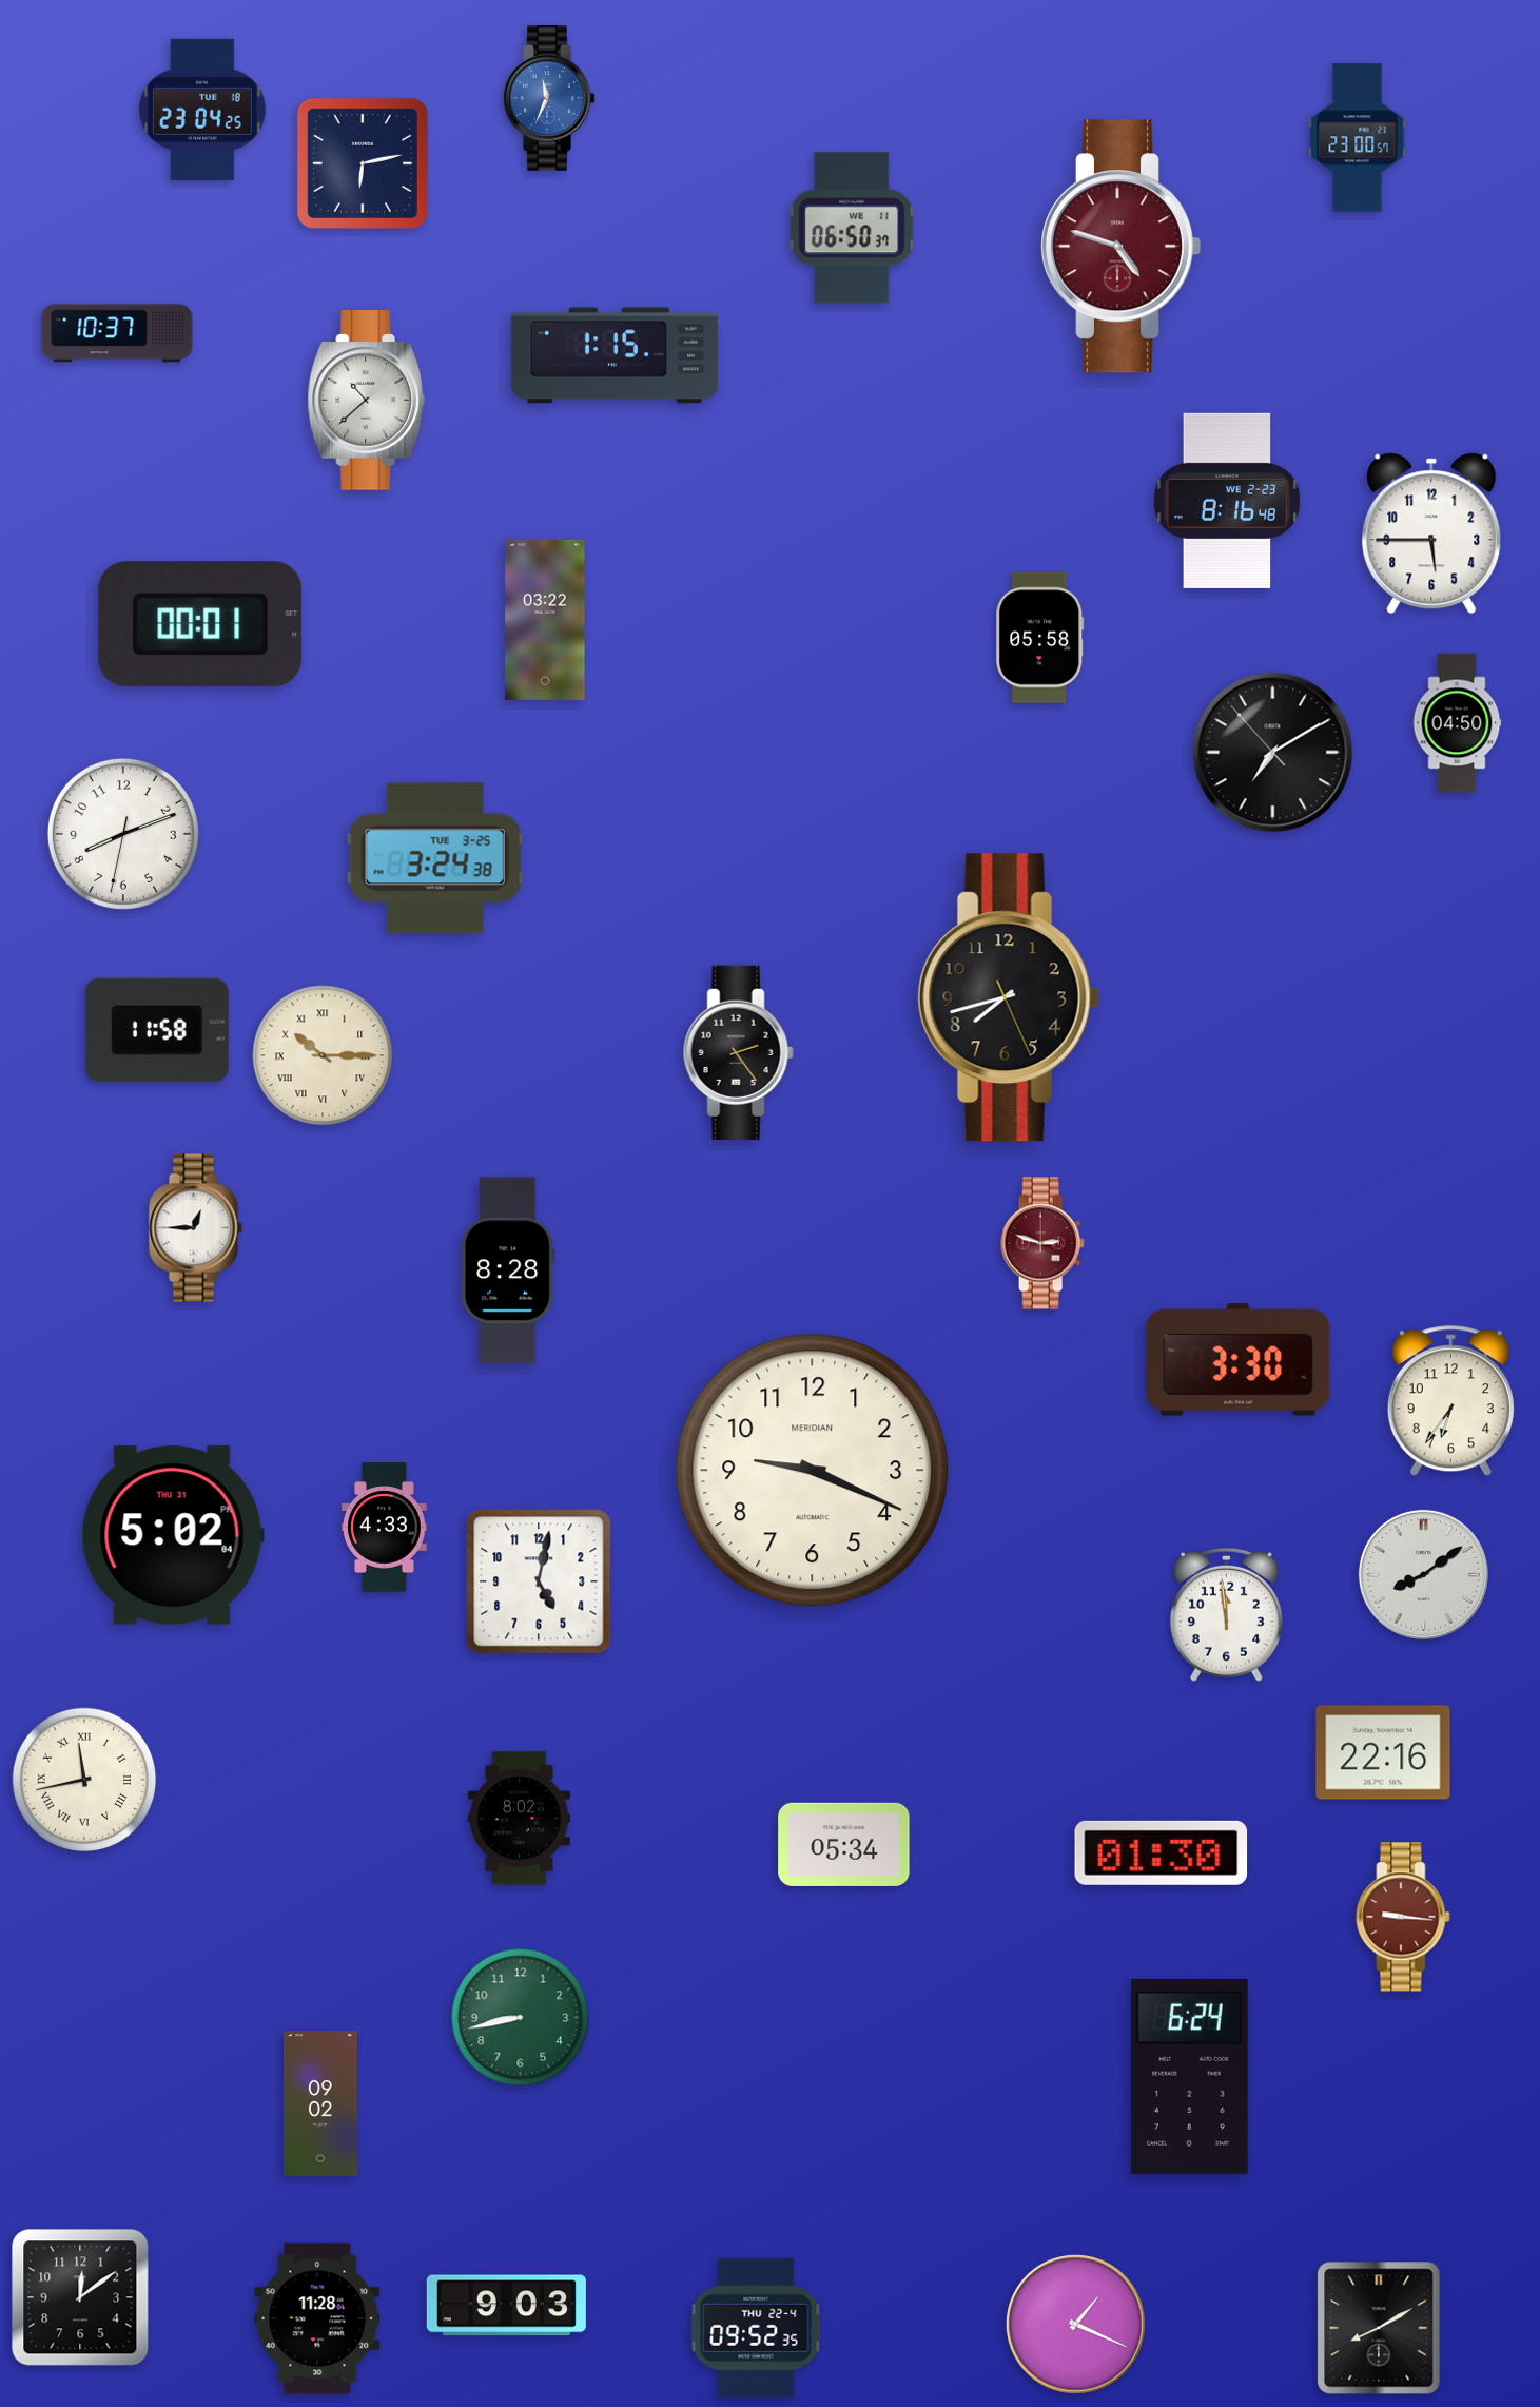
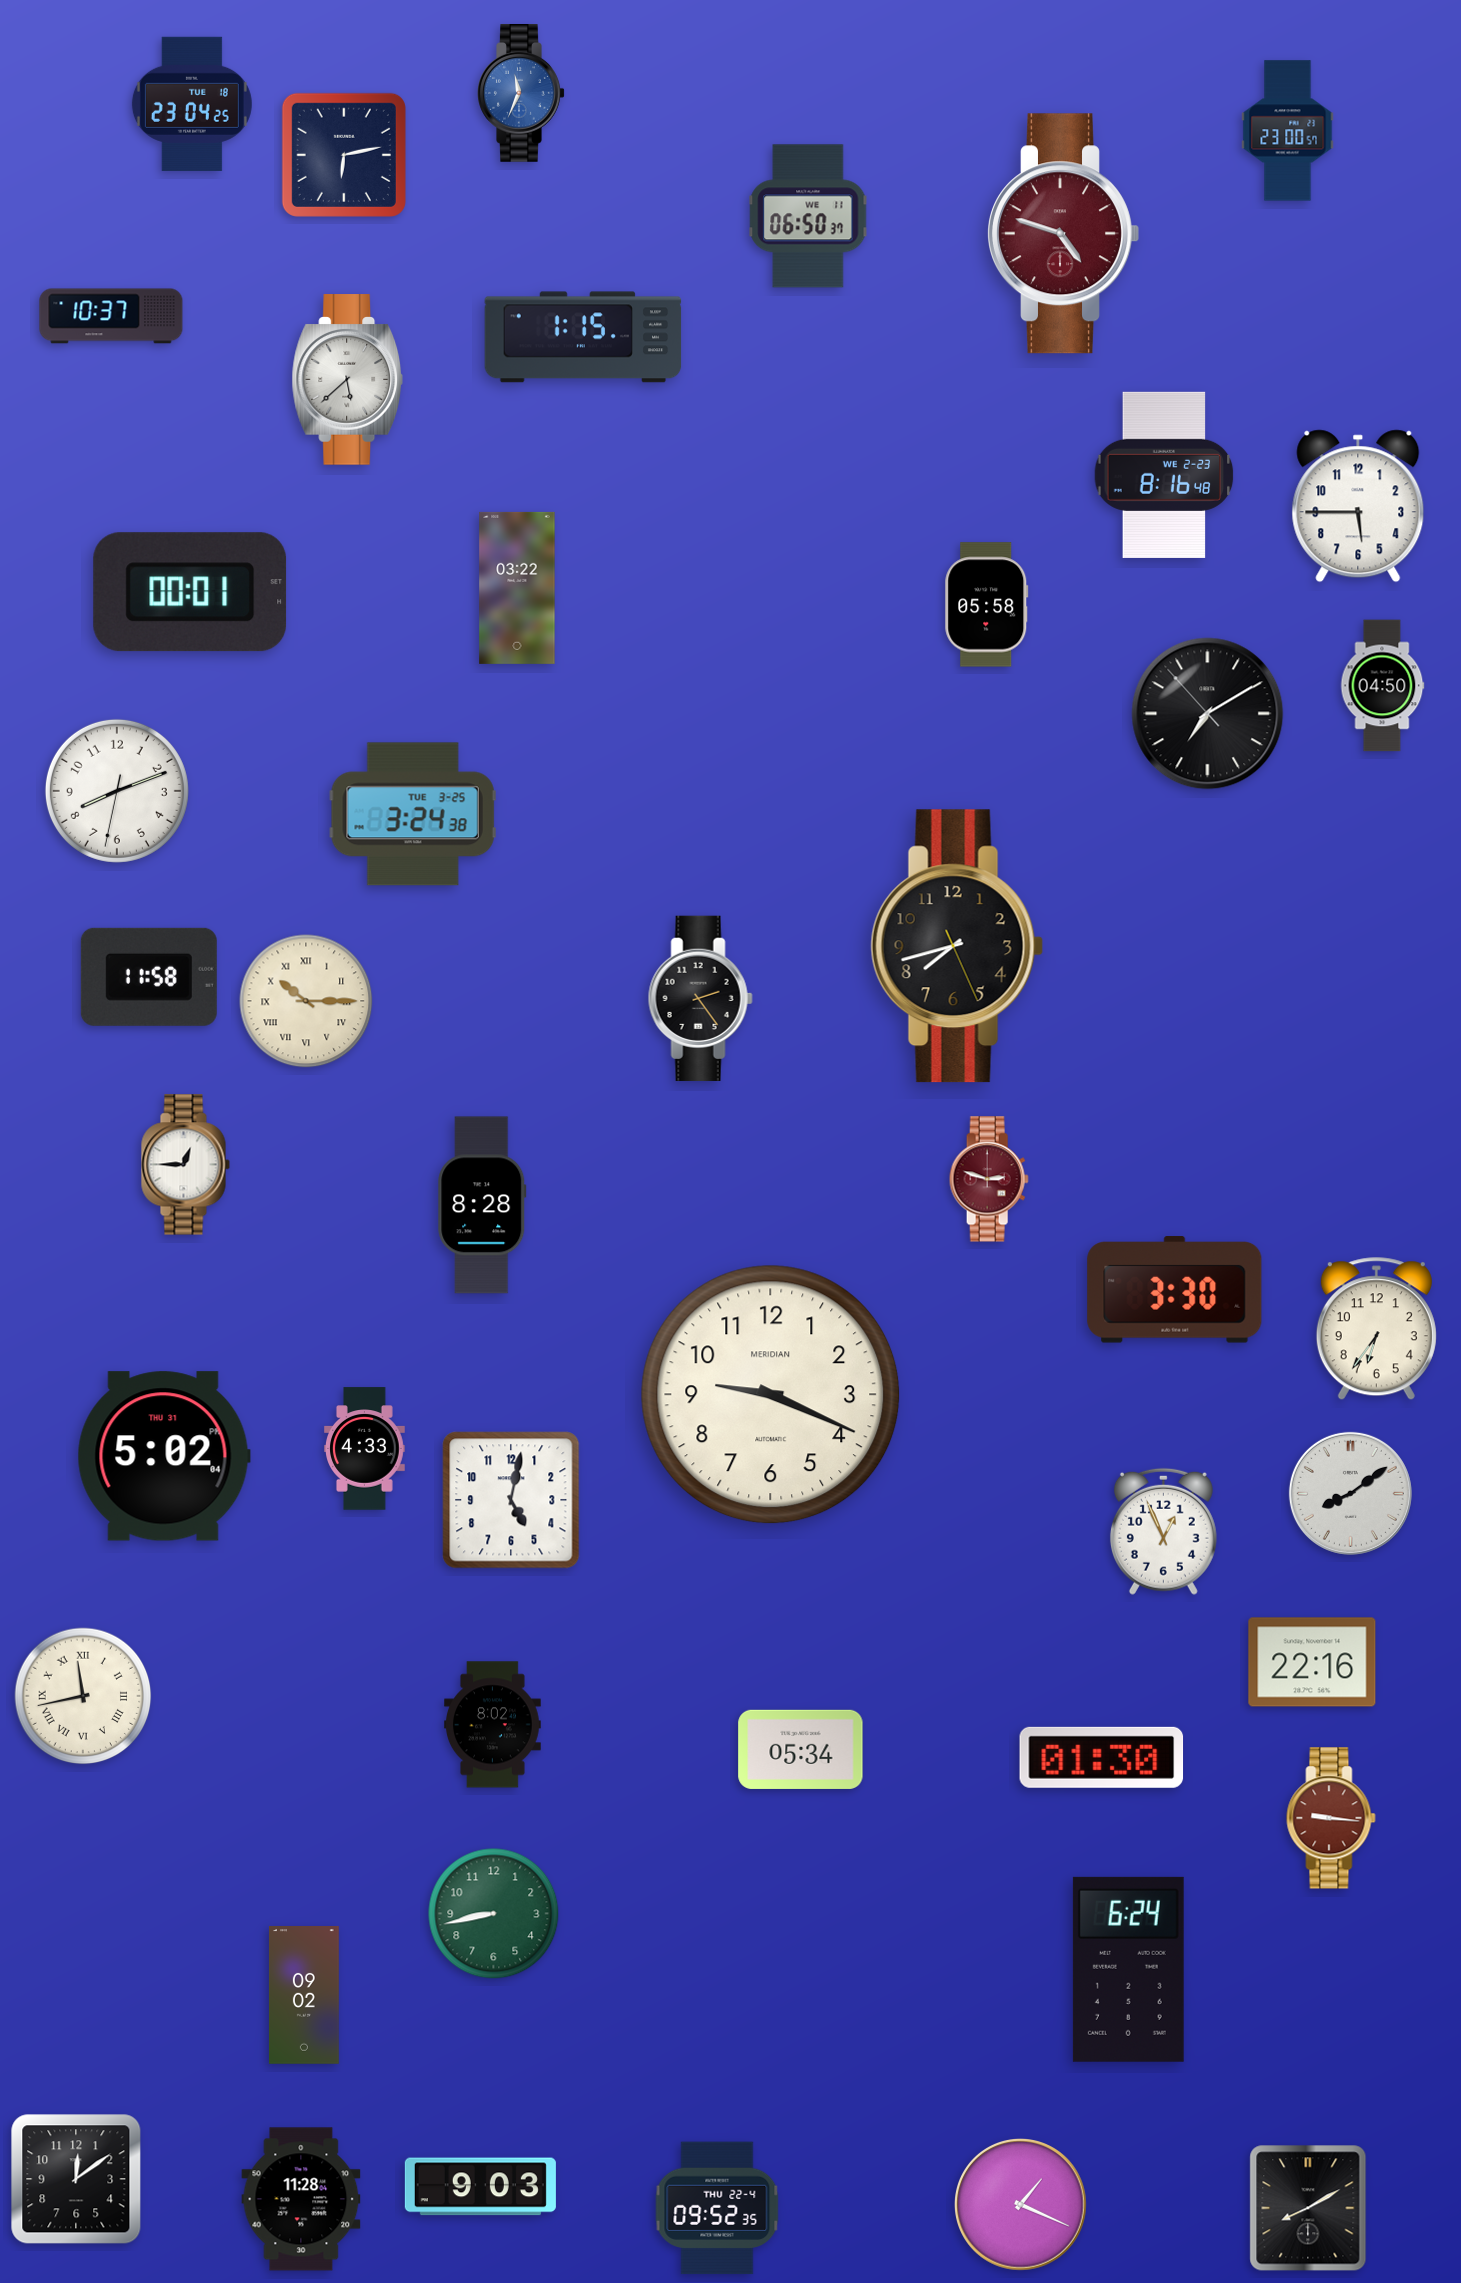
clock at (367, 401): 10:38 -> 5:38
clock at (1226, 1614): 11:59 -> 12:56
clock at (84, 1780) position: (84, 1780) -> (83, 1696)
